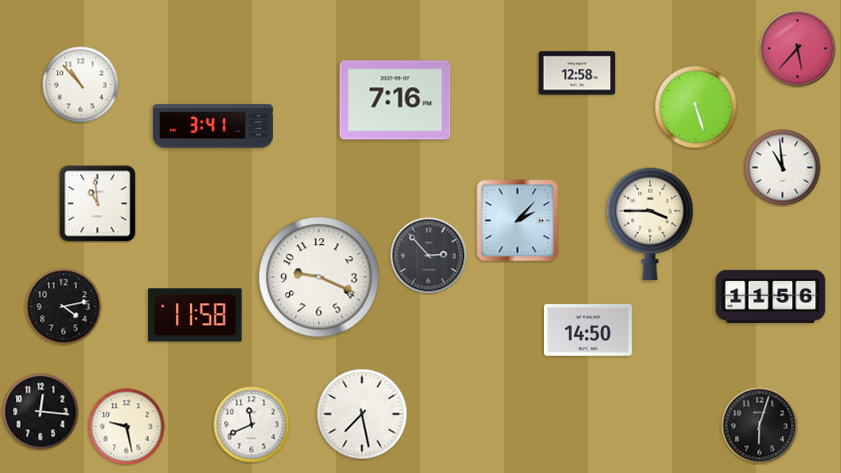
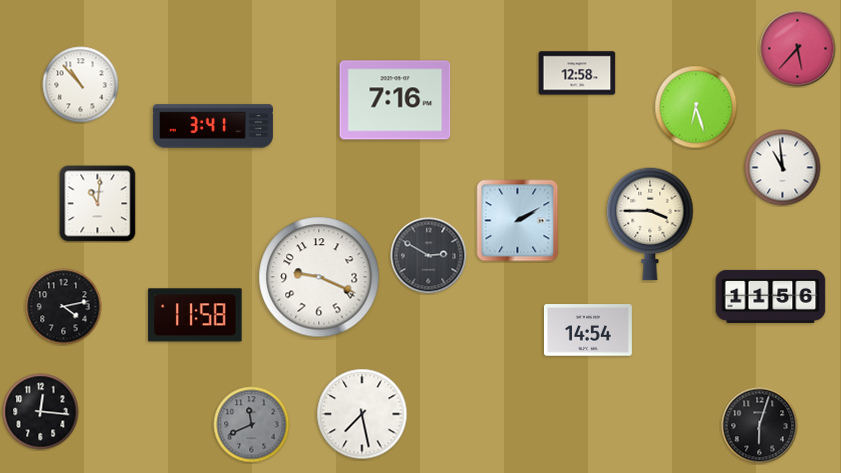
clock at (696, 107): 5:27 -> 6:27
clock at (98, 204): 10:59 -> 11:01
clock at (518, 221): 2:07 -> 2:10
clock at (429, 256): 2:53 -> 2:50
clock at (588, 330): 14:50 -> 14:54
clock at (252, 425) dial: white -> grey
clock at (127, 427): 9:28 -> none
